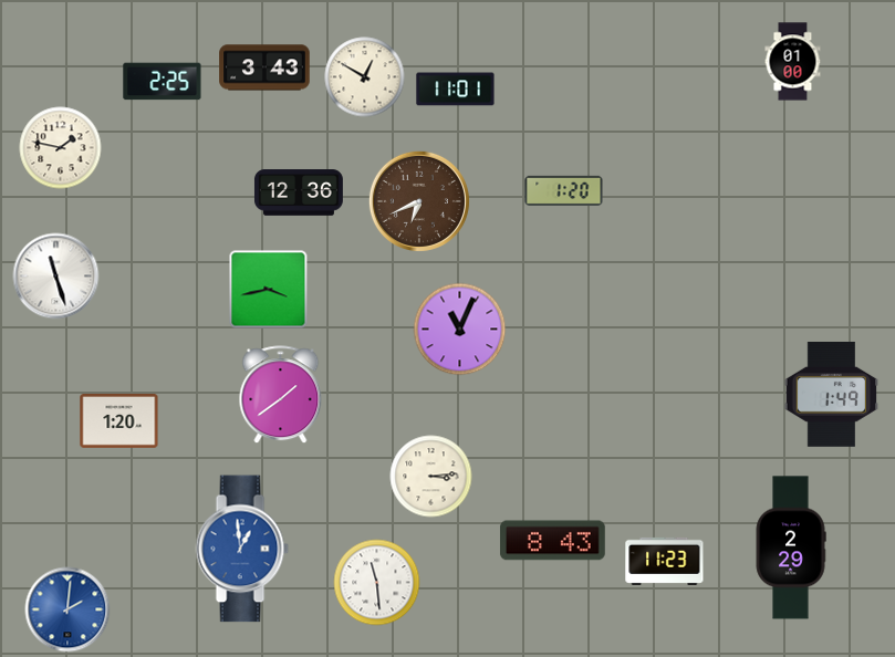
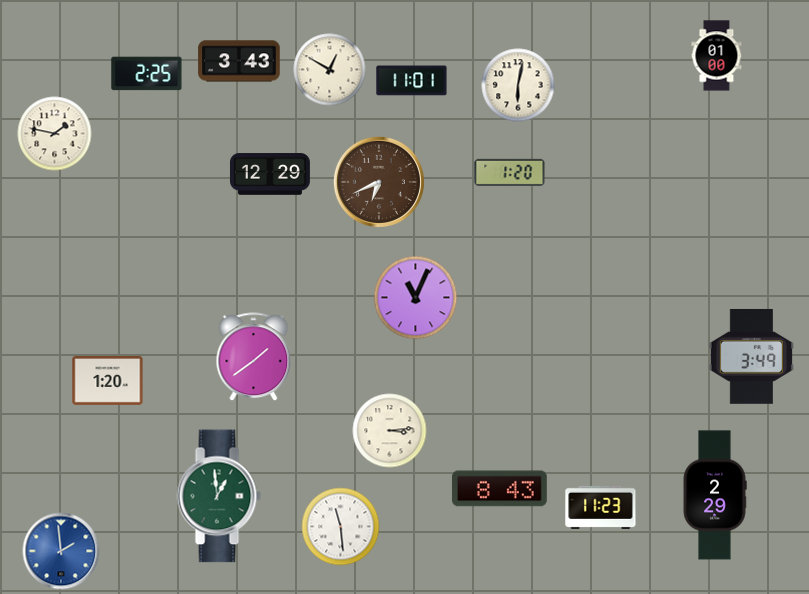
clock at (518, 85): none -> 6:02
clock at (299, 192): 12:36 -> 12:29
clock at (56, 277): 11:27 -> none
clock at (269, 290): 3:43 -> none
clock at (832, 394): 1:49 -> 3:49
clock at (242, 549) dial: blue -> green
clock at (67, 609): 2:01 -> 1:59
